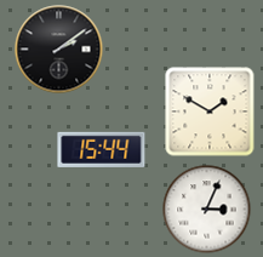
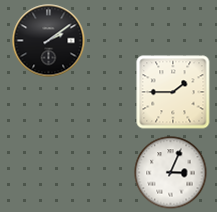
clock at (210, 112): 1:50 -> 1:45
clock at (102, 149): 15:44 -> none
